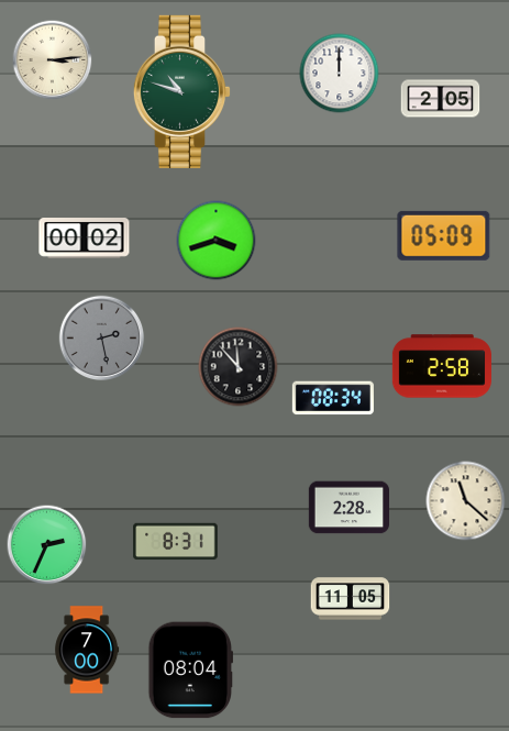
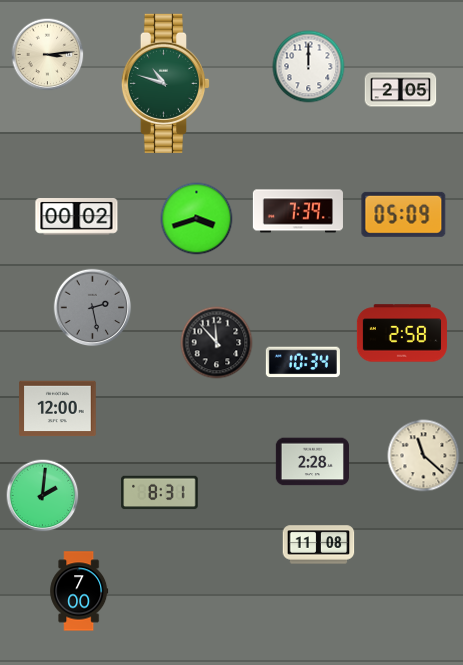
clock at (298, 211): none -> 7:39
clock at (239, 367) position: (239, 367) -> (217, 343)
clock at (333, 398): 08:34 -> 10:34
clock at (58, 409): none -> 12:00
clock at (348, 508) position: (348, 508) -> (312, 462)
clock at (47, 545): 2:34 -> 2:01
clock at (351, 599): 11:05 -> 11:08
clock at (191, 671): 08:04 -> none
